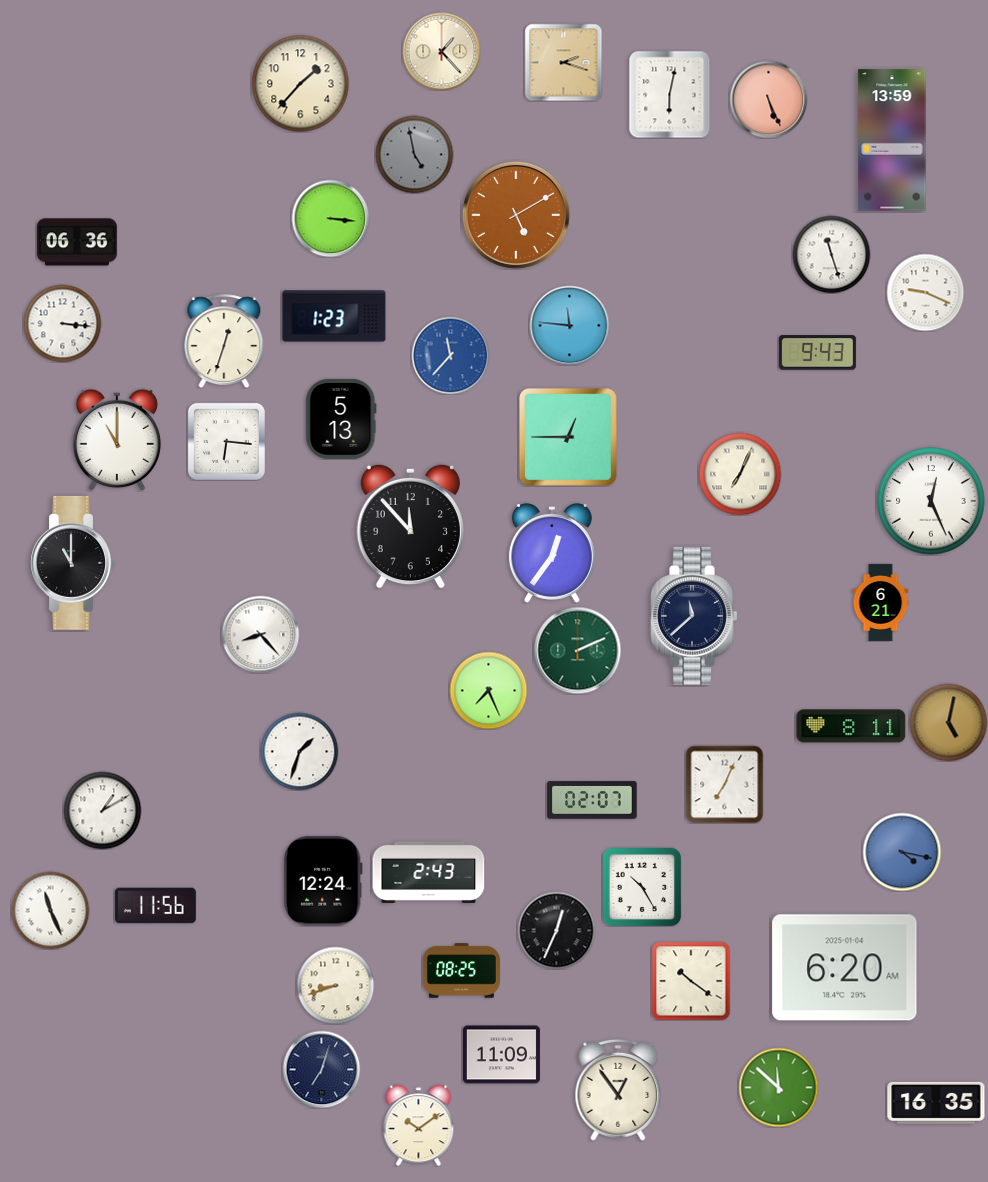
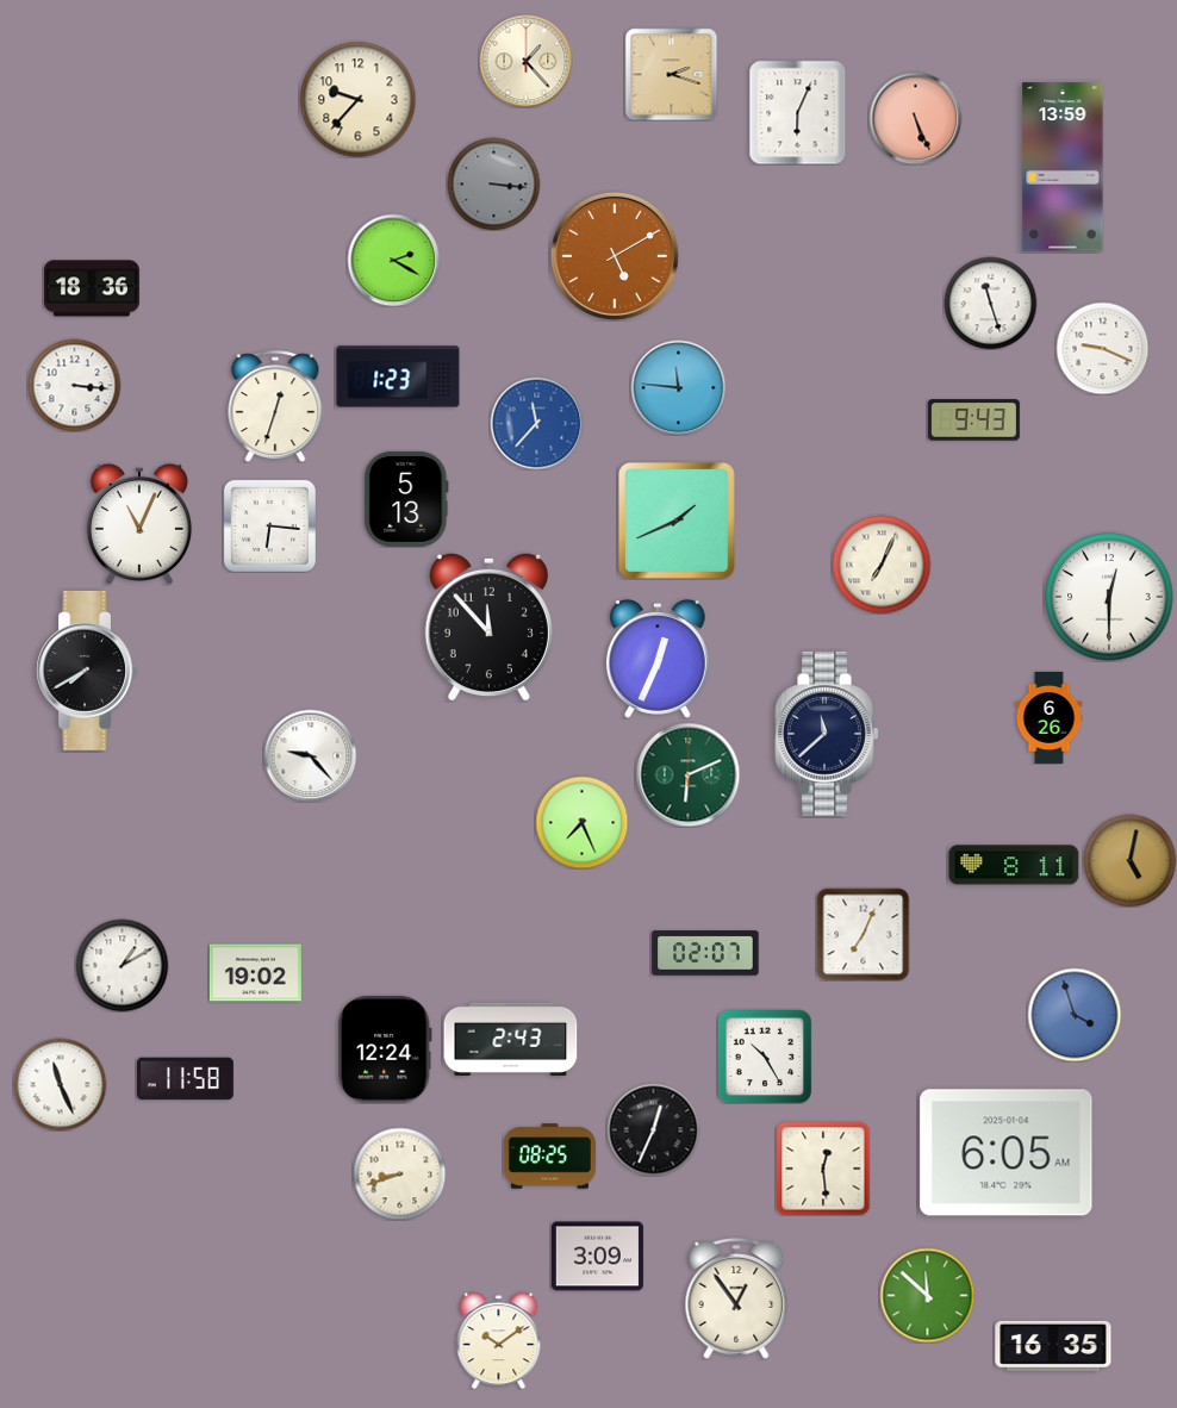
clock at (300, 83): 1:37 -> 9:37
clock at (670, 94): 6:02 -> 6:04
clock at (414, 154): 4:58 -> 3:16
clock at (330, 218): 3:16 -> 2:20
clock at (77, 242): 06:36 -> 18:36
clock at (224, 341) position: (224, 341) -> (275, 406)
clock at (568, 437): 12:45 -> 1:41
clock at (116, 440): 11:00 -> 11:04
clock at (931, 501): 12:26 -> 12:30
clock at (552, 554): 12:36 -> 12:34
clock at (73, 563): 11:00 -> 7:40
clock at (881, 602): 6:21 -> 6:26
clock at (260, 634): 8:23 -> 9:23
clock at (577, 650): 2:11 -> 6:11
clock at (299, 751): 1:33 -> none
clock at (255, 973): none -> 19:02
clock at (902, 852): 4:17 -> 3:57
clock at (155, 906): 11:56 -> 11:58
clock at (556, 930) position: (556, 930) -> (653, 1129)
clock at (845, 968): 6:20 -> 6:05
clock at (691, 981): 10:21 -> 12:29
clock at (501, 1055): 11:09 -> 3:09
clock at (321, 1069): 7:03 -> none
clock at (936, 1103) position: (936, 1103) -> (1053, 1346)
